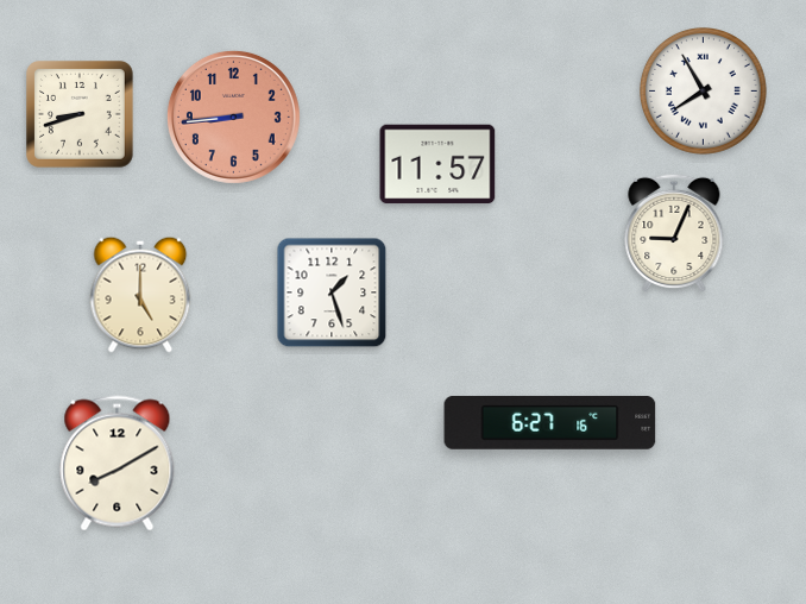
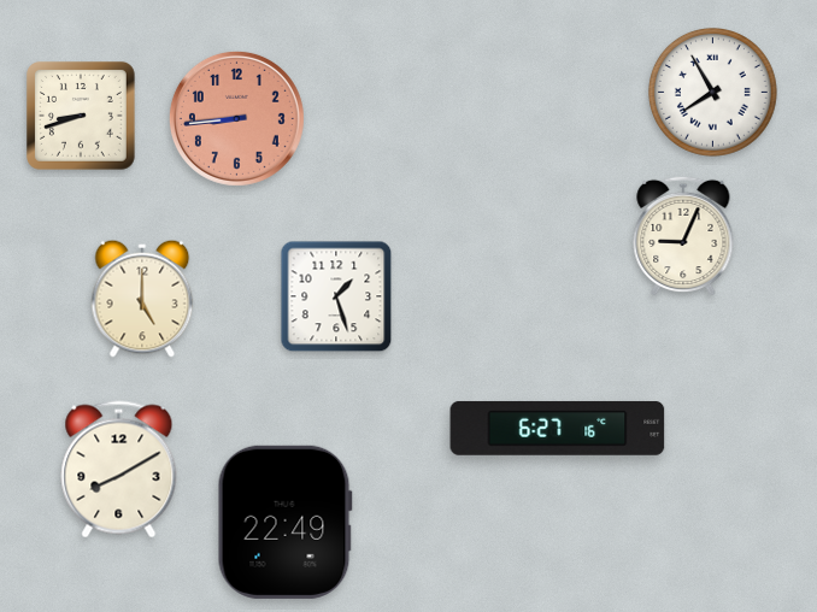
clock at (437, 164): 11:57 -> none
clock at (284, 522): none -> 22:49
